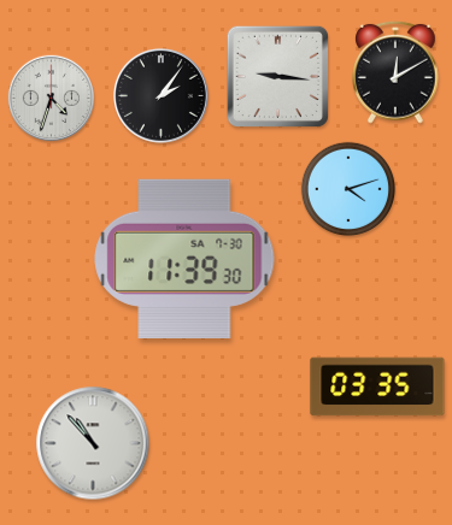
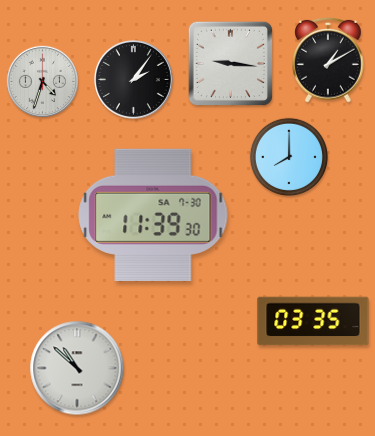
clock at (395, 72): 12:10 -> 1:10
clock at (348, 189): 4:12 -> 8:00
clock at (93, 443): 10:53 -> 10:52
